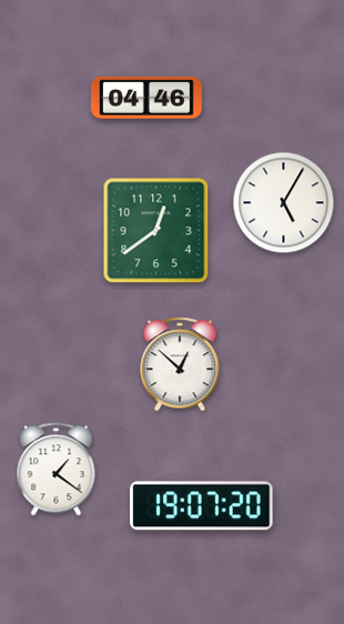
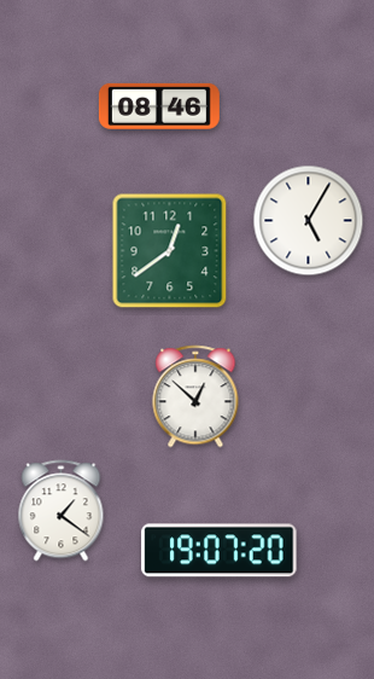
clock at (146, 98): 04:46 -> 08:46
